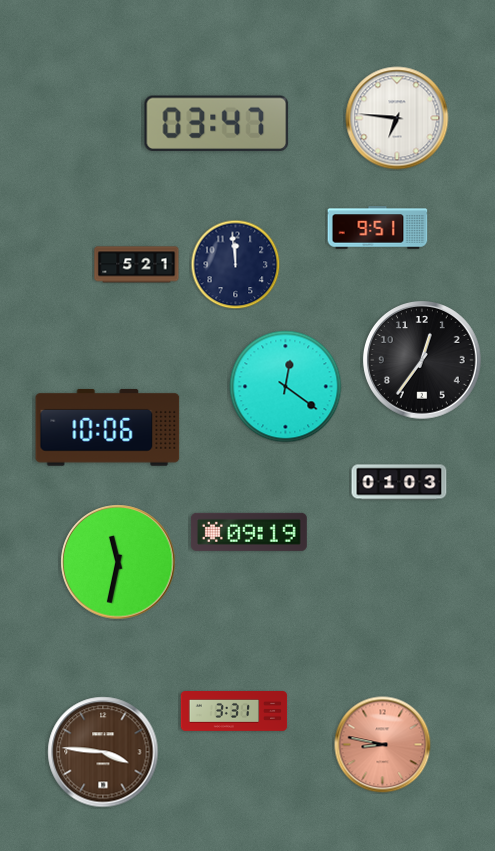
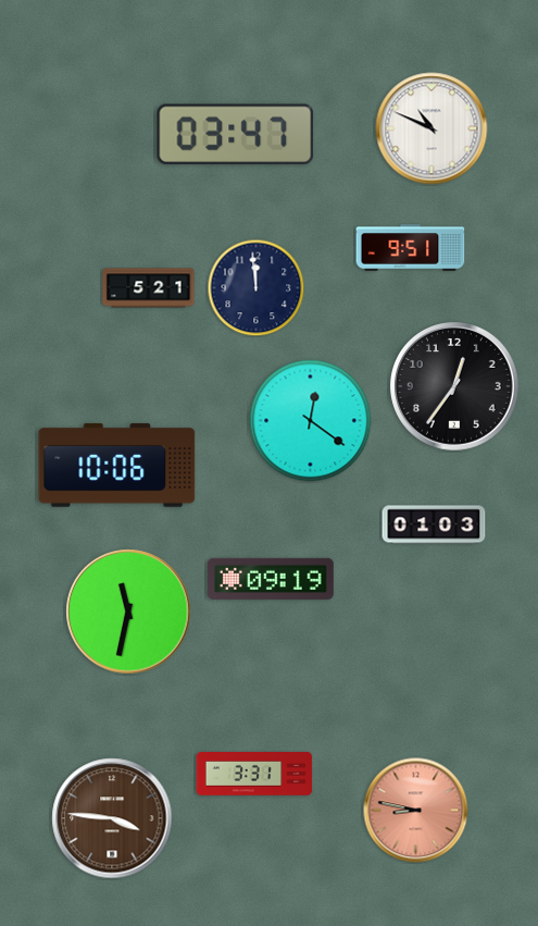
clock at (397, 118): 6:46 -> 10:49
clock at (423, 361) position: (423, 361) -> (455, 387)
